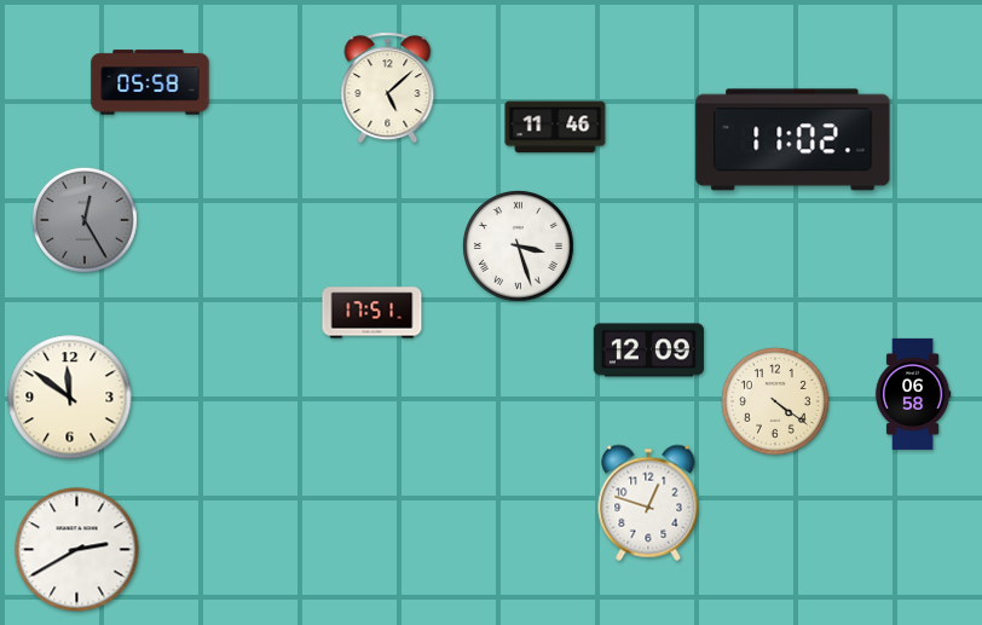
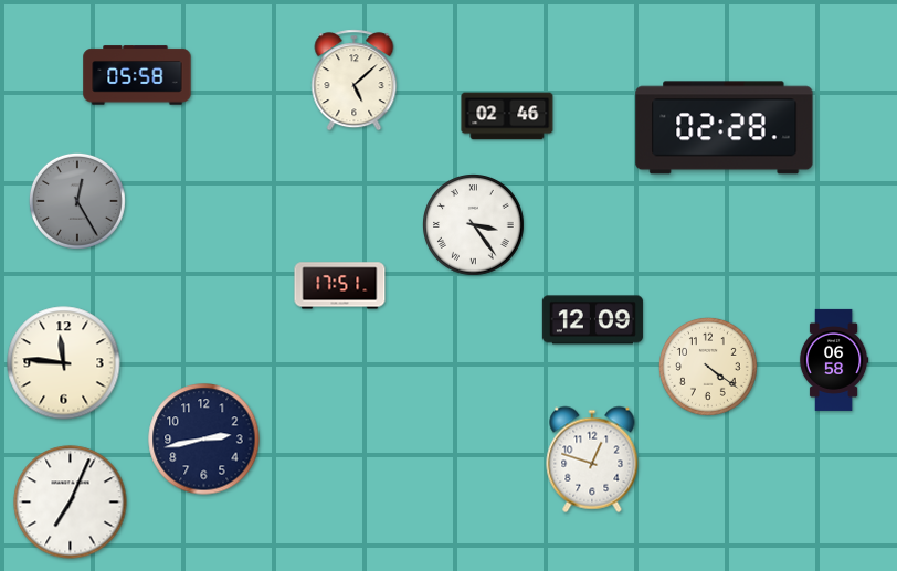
clock at (555, 127): 11:46 -> 02:46
clock at (793, 140): 11:02 -> 02:28
clock at (519, 247): 3:27 -> 3:24
clock at (70, 398): 11:51 -> 11:46
clock at (204, 440): none -> 2:43
clock at (77, 550): 2:40 -> 7:04
